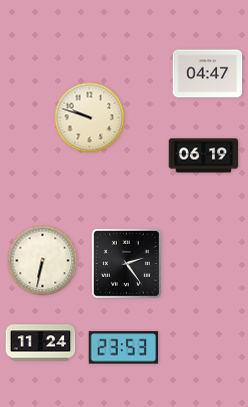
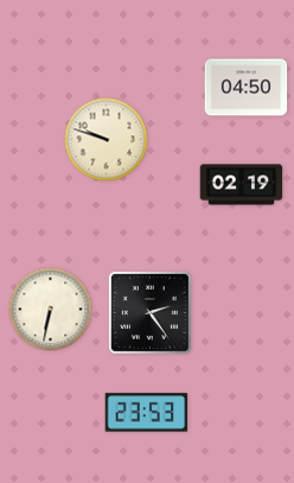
clock at (208, 74): 04:47 -> 04:50
clock at (204, 156): 06:19 -> 02:19
clock at (41, 343): 11:24 -> none
